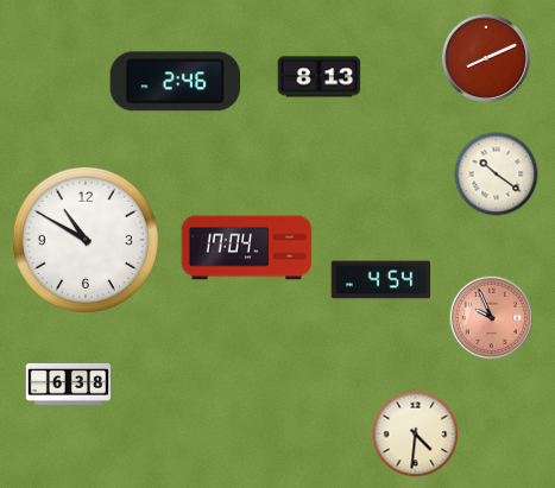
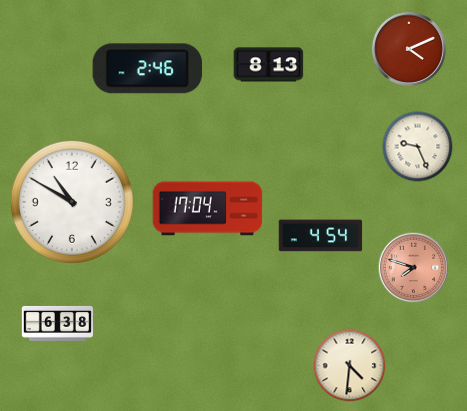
clock at (486, 58): 8:11 -> 4:11
clock at (497, 175): 10:21 -> 9:26
clock at (492, 318): 9:56 -> 7:48
